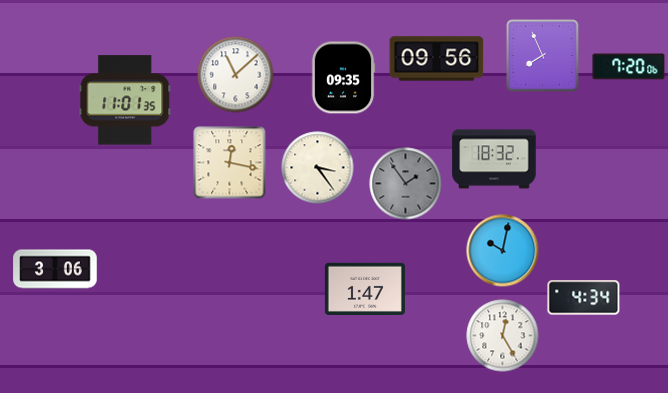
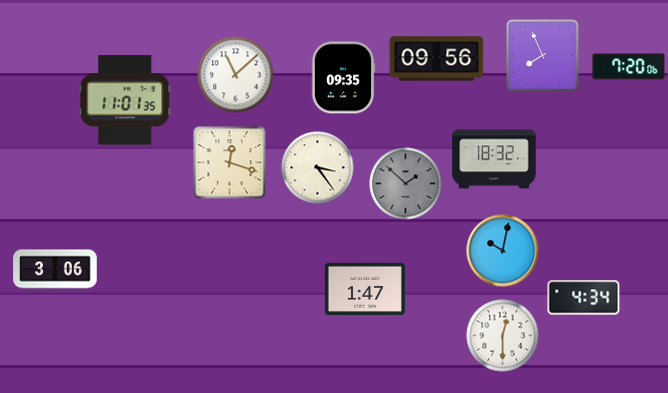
clock at (230, 163): 12:17 -> 12:18
clock at (406, 184): 1:54 -> 1:52
clock at (503, 336): 12:25 -> 12:30
